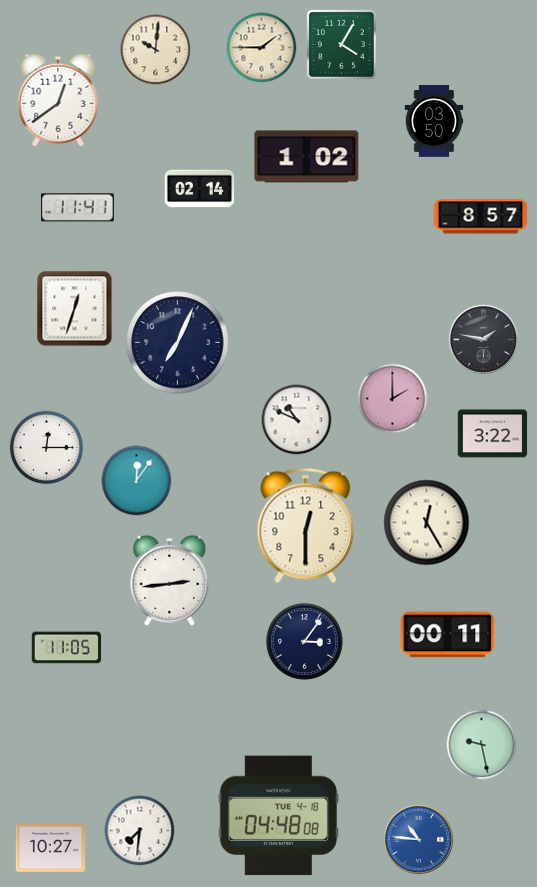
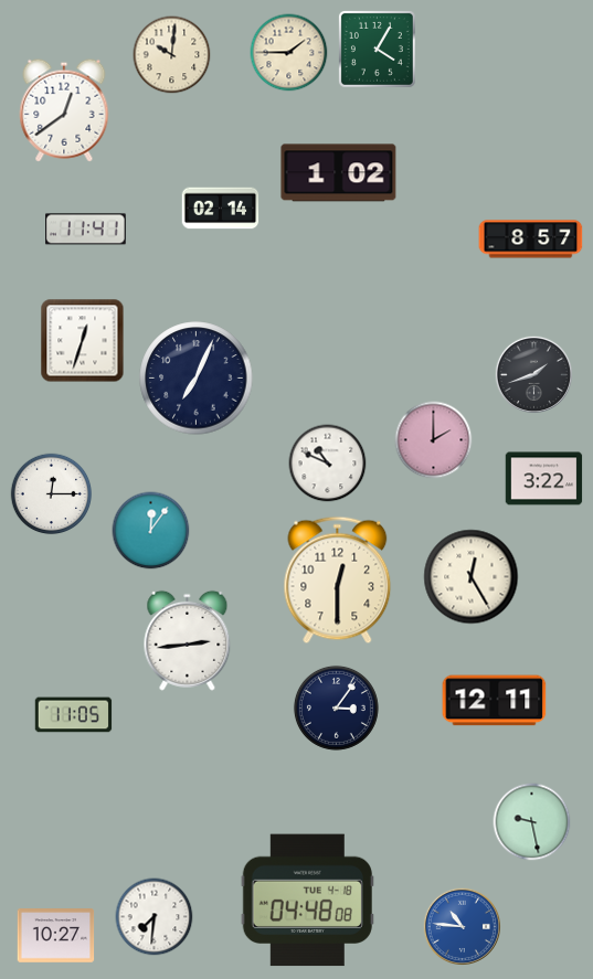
clock at (434, 122): 03:50 -> none
clock at (483, 339): 1:47 -> 1:42
clock at (448, 635): 00:11 -> 12:11
